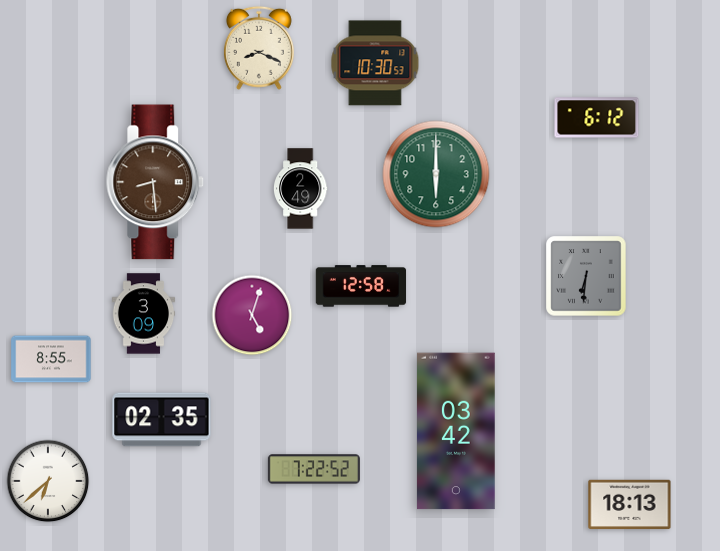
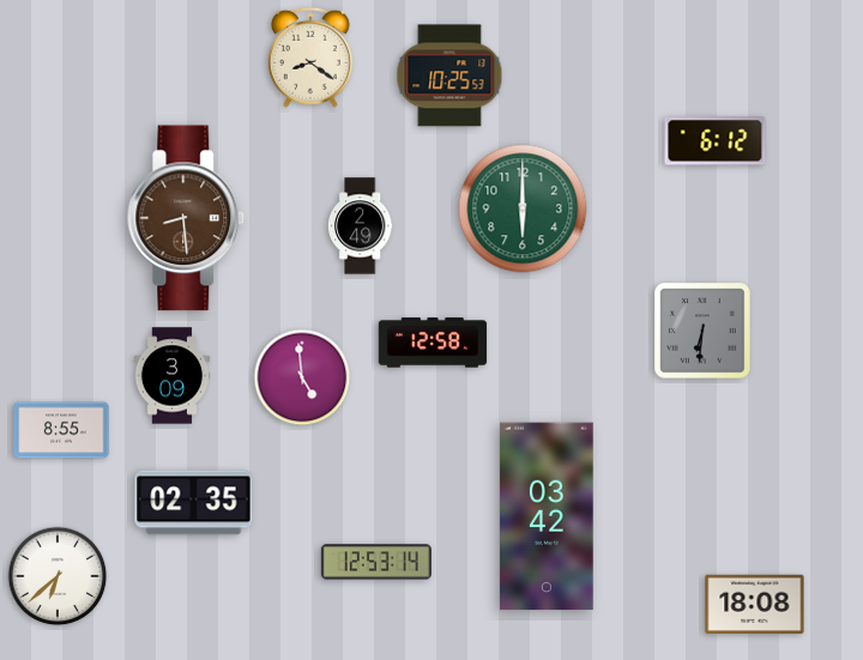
clock at (259, 48): 8:19 -> 8:21
clock at (375, 63): 10:30 -> 10:25
clock at (252, 315): 5:03 -> 4:59
clock at (314, 469): 7:22 -> 12:53
clock at (630, 505): 18:13 -> 18:08
